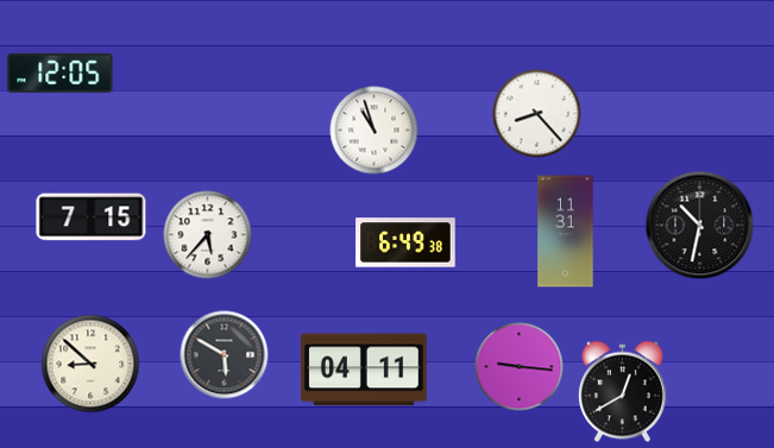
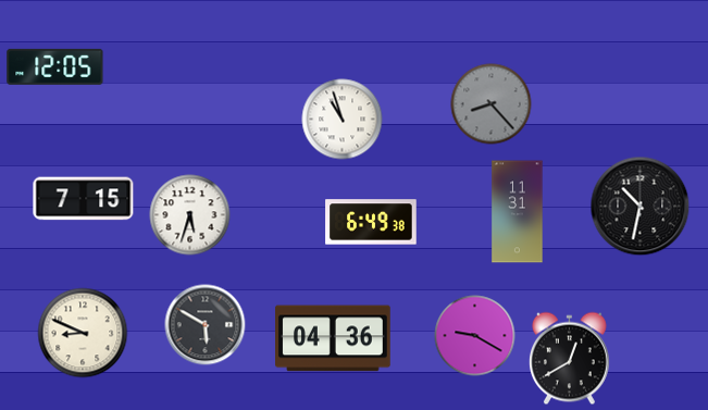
clock at (537, 114) dial: white -> grey
clock at (208, 235): 5:37 -> 5:33
clock at (90, 364): 8:52 -> 8:49
clock at (520, 367): 9:16 -> 9:20
clock at (365, 370): 04:11 -> 04:36
